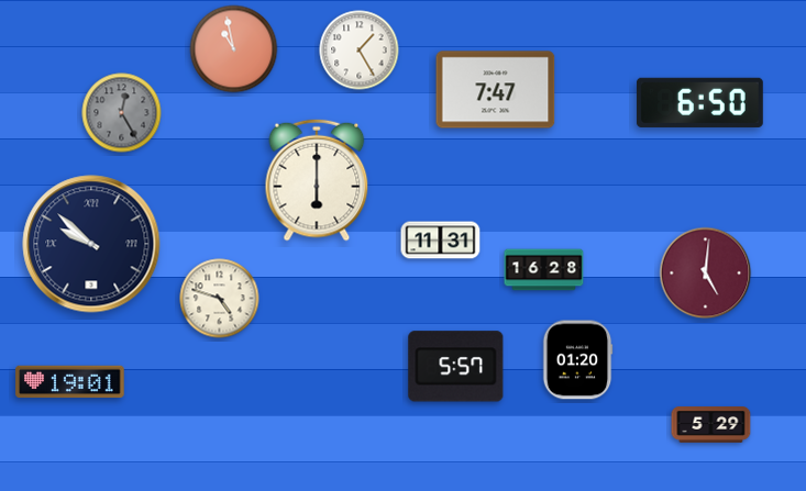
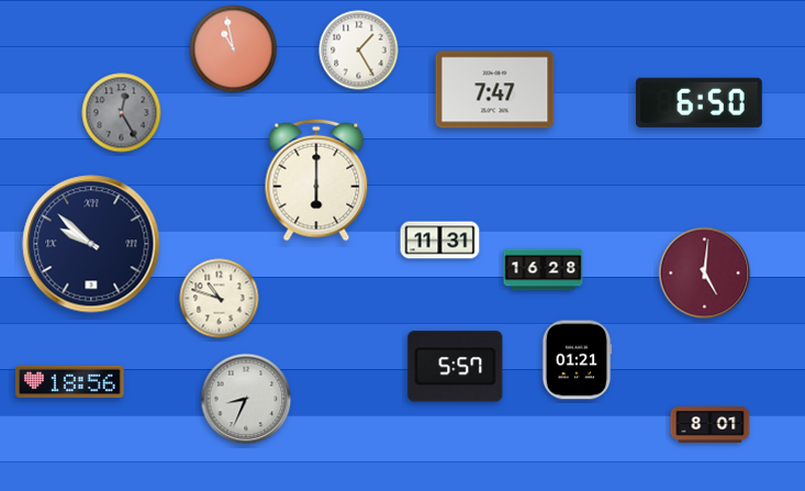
clock at (220, 299): 4:48 -> 10:48
clock at (577, 360): 01:20 -> 01:21
clock at (70, 382): 19:01 -> 18:56
clock at (246, 399): none -> 8:34
clock at (711, 425): 5:29 -> 8:01
